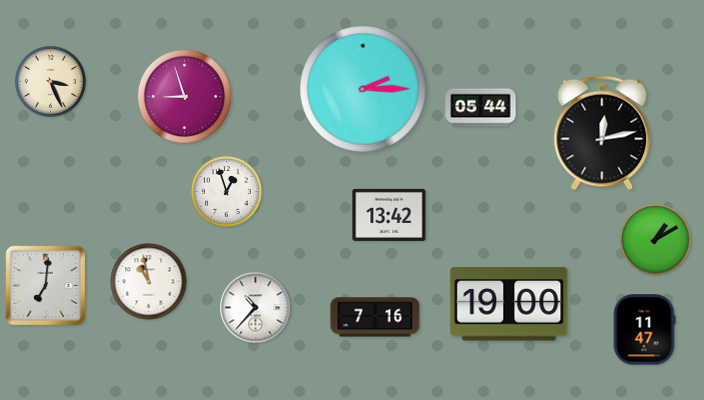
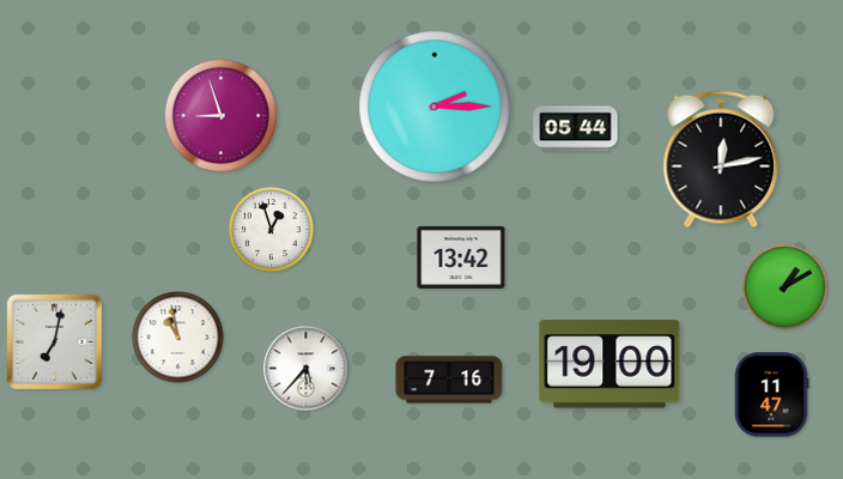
clock at (51, 82): 3:26 -> none
clock at (389, 215) position: (389, 215) -> (461, 257)
clock at (46, 286): 7:01 -> 7:02
clock at (256, 308): 10:37 -> 5:37
